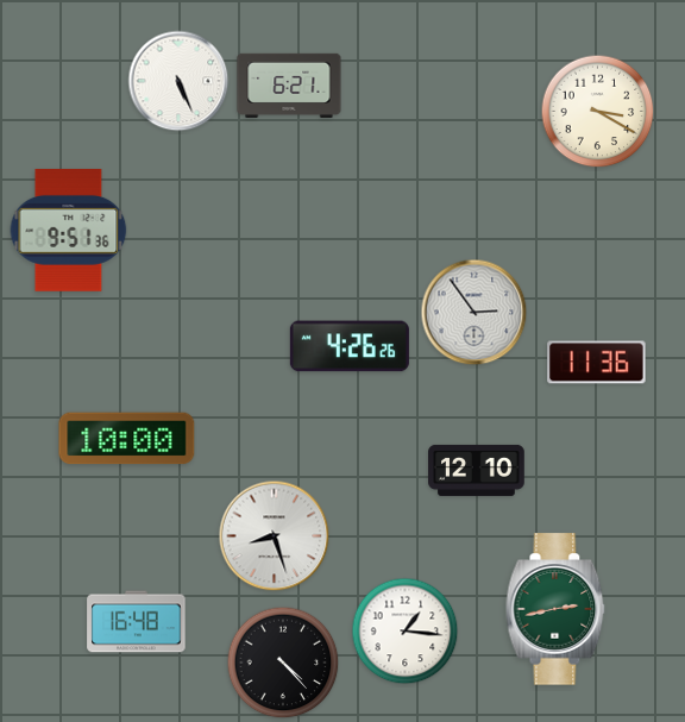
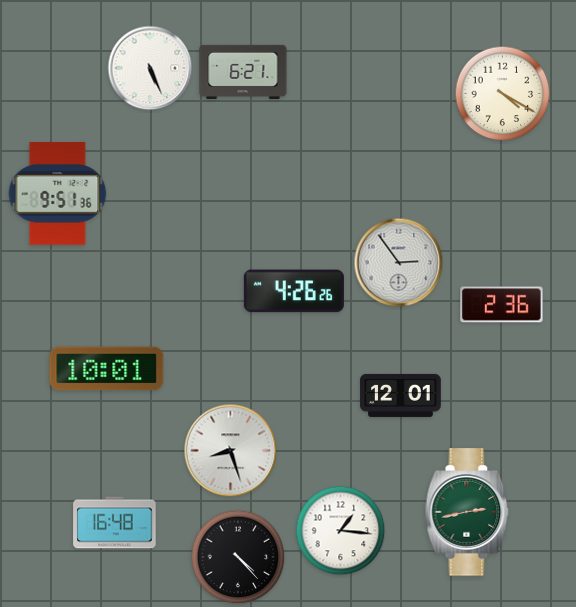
clock at (598, 112): 3:20 -> 4:20
clock at (597, 363): 11:36 -> 2:36
clock at (127, 439): 10:00 -> 10:01
clock at (477, 470): 12:10 -> 12:01
